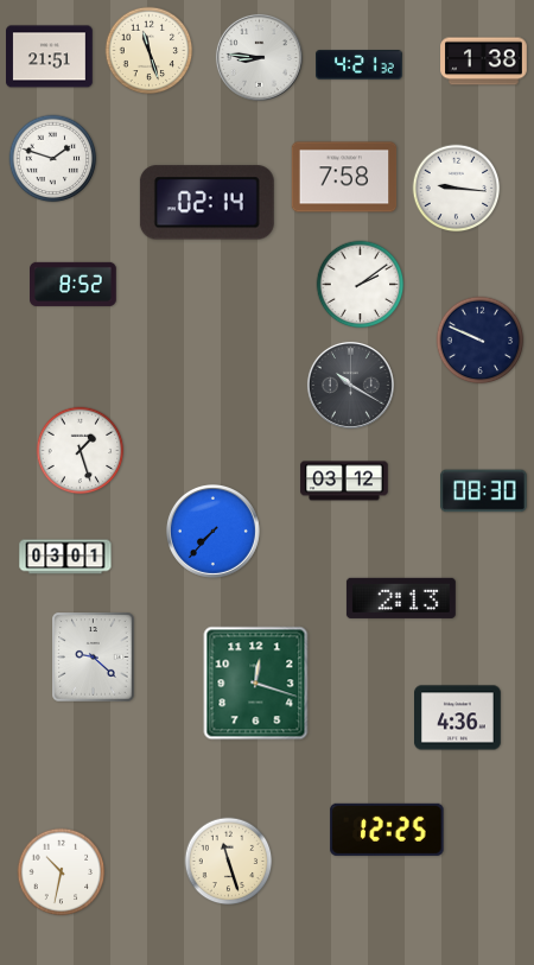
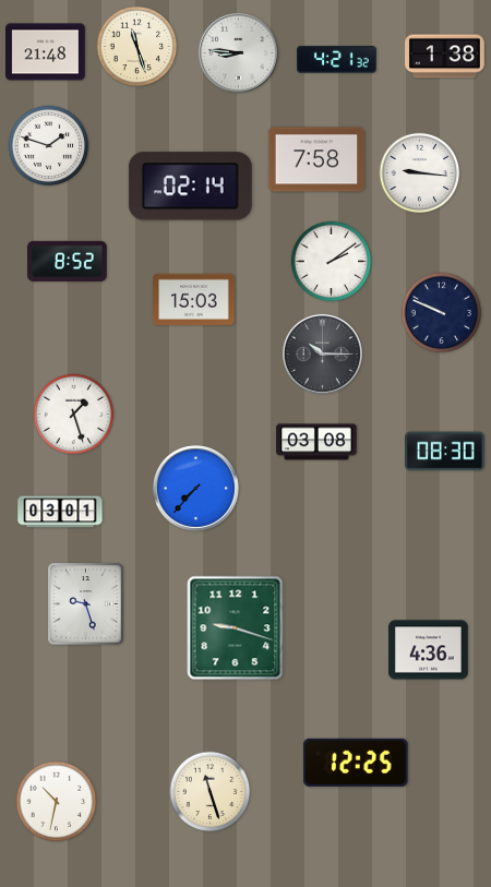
clock at (50, 57): 21:51 -> 21:48
clock at (360, 65) position: (360, 65) -> (337, 60)
clock at (344, 177) position: (344, 177) -> (316, 159)
clock at (194, 299): none -> 15:03
clock at (350, 385): 10:20 -> 10:15
clock at (344, 481): 03:12 -> 03:08
clock at (401, 598): 2:13 -> none
clock at (94, 658): 9:22 -> 9:27
clock at (256, 684): 12:18 -> 9:18
clock at (458, 718) position: (458, 718) -> (429, 650)
